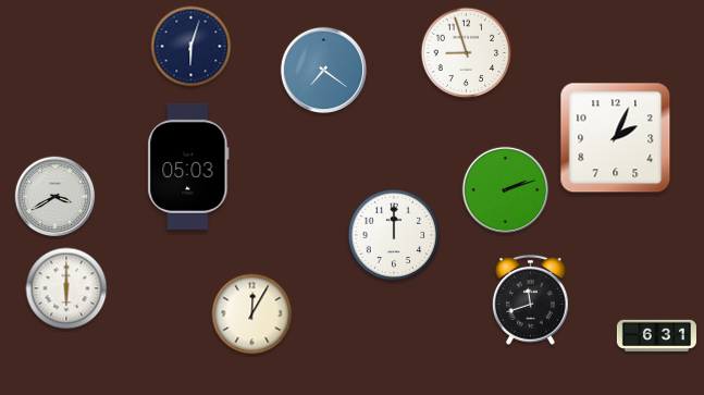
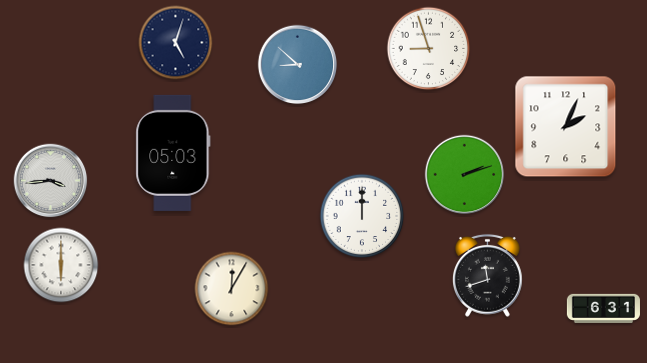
clock at (192, 47): 6:03 -> 5:03
clock at (324, 71): 7:21 -> 8:52
clock at (55, 197): 3:40 -> 3:44
